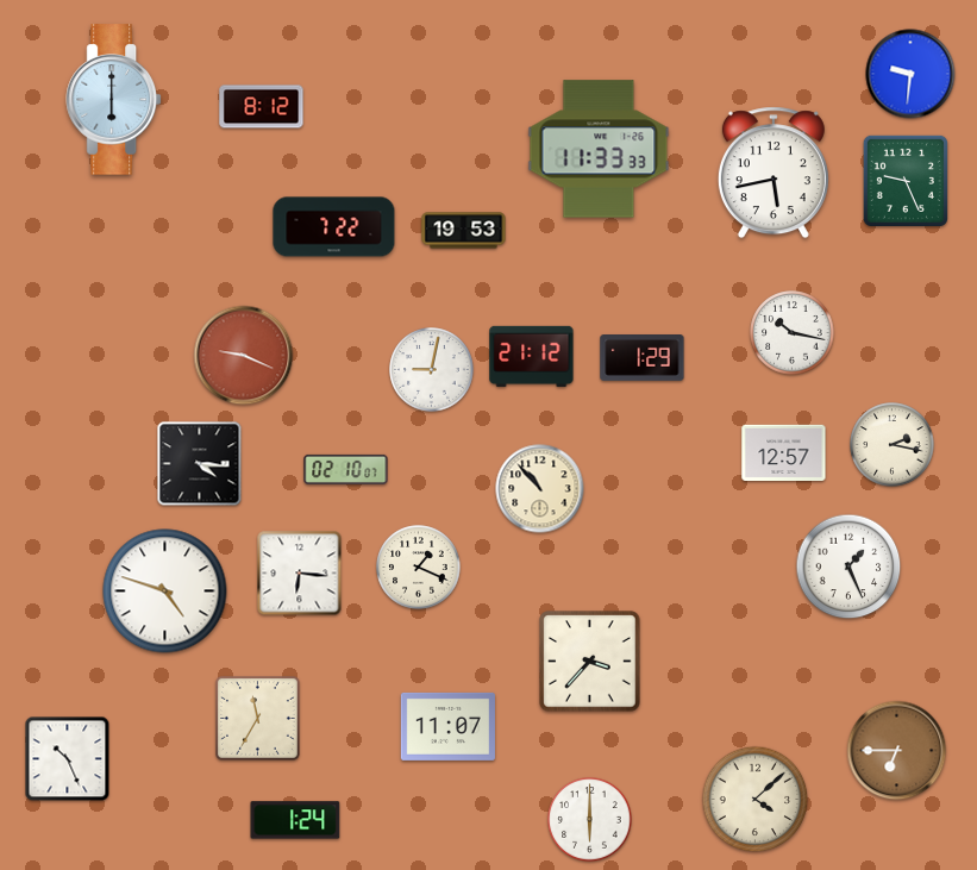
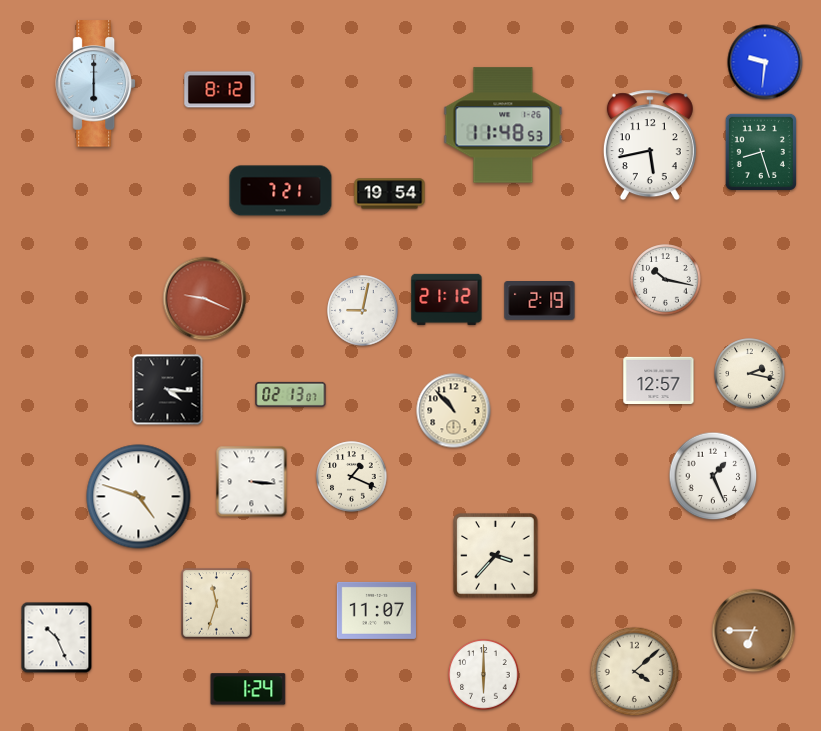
clock at (599, 149): 11:33 -> 11:48
clock at (906, 181): 9:26 -> 8:27
clock at (334, 227): 7:22 -> 7:21
clock at (464, 231): 19:53 -> 19:54
clock at (643, 358): 1:29 -> 2:19
clock at (346, 469): 02:10 -> 02:13
clock at (300, 574): 6:16 -> 3:16
clock at (258, 719): 11:35 -> 11:33
clock at (590, 820) position: (590, 820) -> (484, 675)
